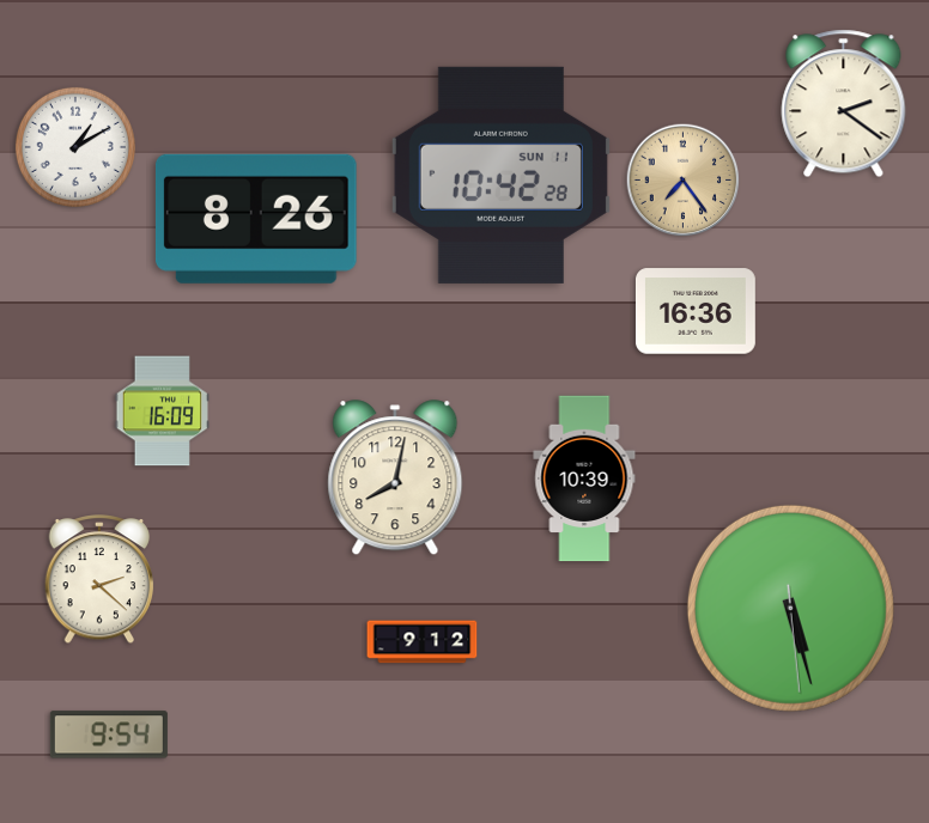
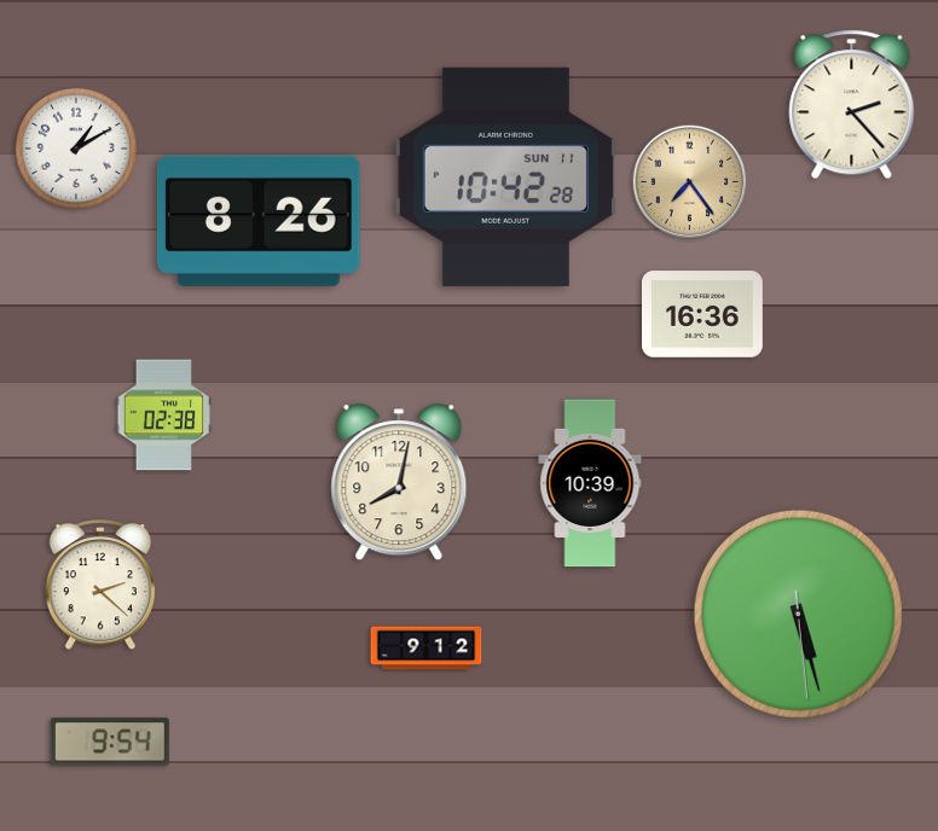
clock at (844, 104): 2:21 -> 2:23
clock at (163, 411): 16:09 -> 02:38
